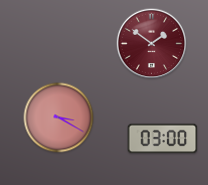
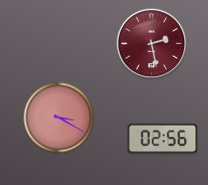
clock at (152, 44): 1:51 -> 2:28
clock at (163, 139): 03:00 -> 02:56
